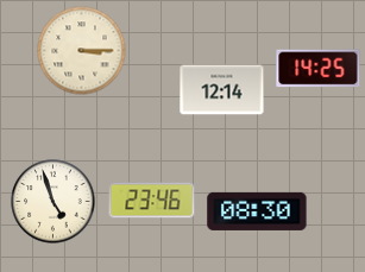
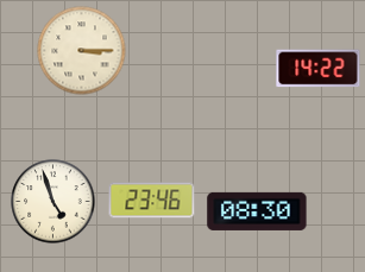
clock at (319, 69): 14:25 -> 14:22
clock at (222, 90): 12:14 -> none
